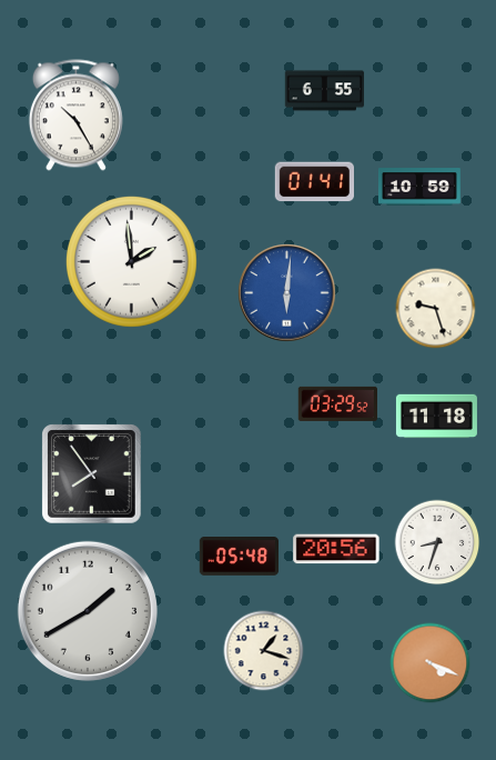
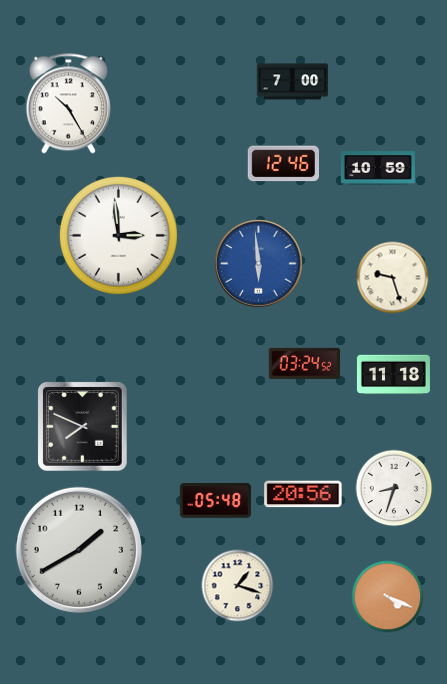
clock at (325, 91): 6:55 -> 7:00
clock at (314, 182): 01:41 -> 12:46
clock at (131, 261): 1:59 -> 2:59
clock at (287, 293): 6:01 -> 5:59
clock at (337, 403): 03:29 -> 03:24
clock at (92, 474): 7:54 -> 7:49
